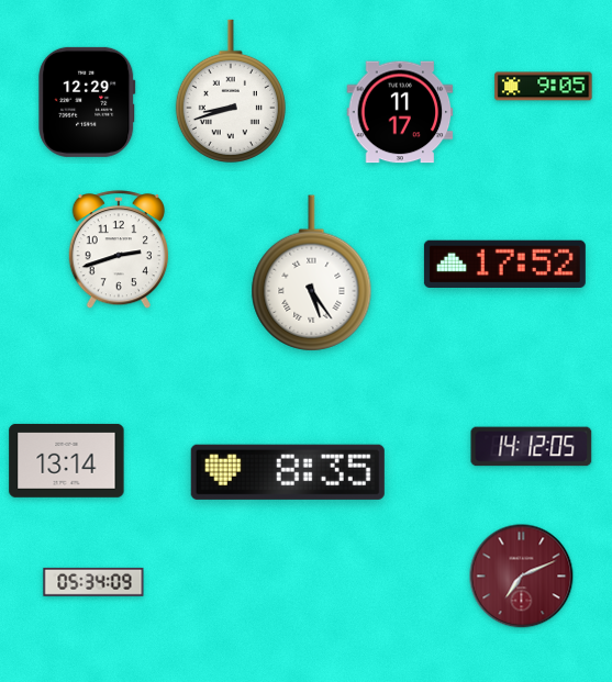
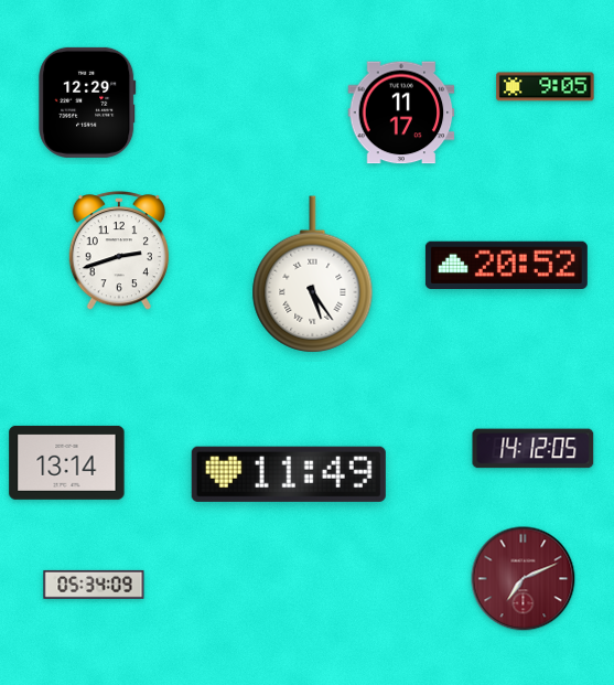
clock at (231, 90): 8:42 -> none
clock at (504, 265): 17:52 -> 20:52
clock at (288, 472): 8:35 -> 11:49
